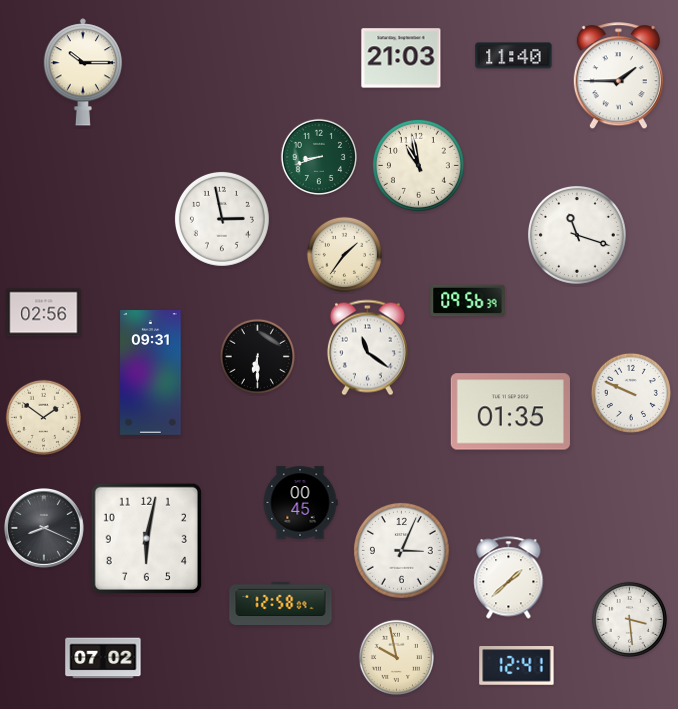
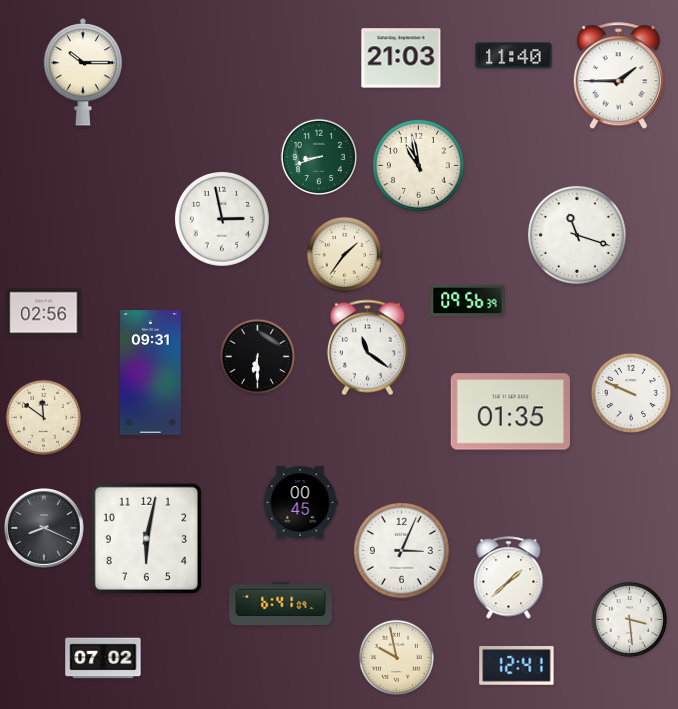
clock at (43, 417): 1:51 -> 11:51
clock at (281, 603): 12:58 -> 6:41
